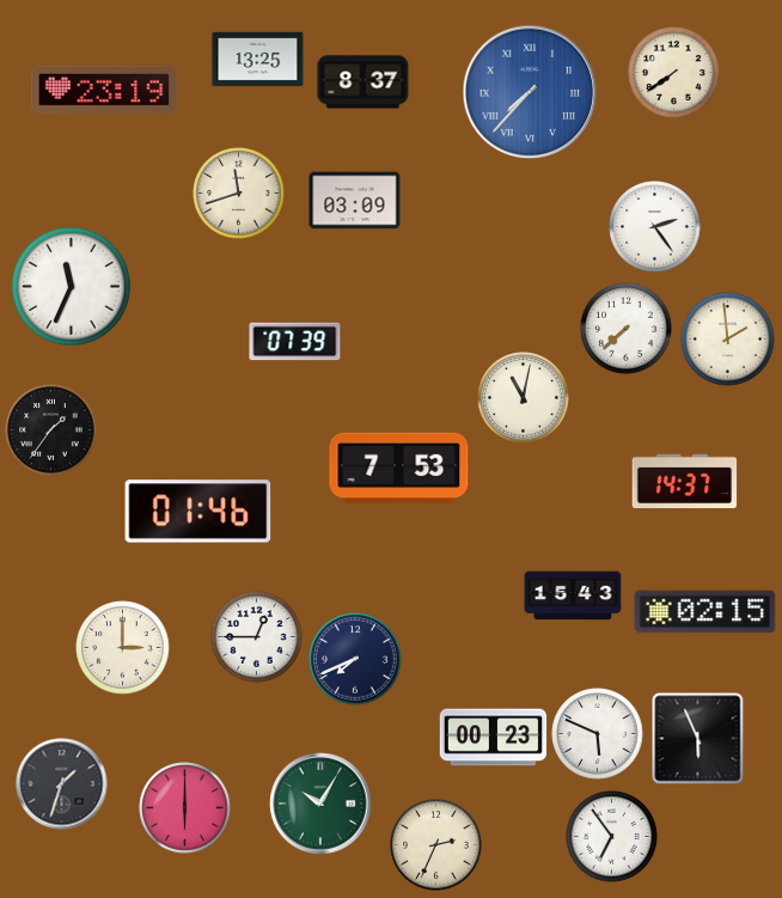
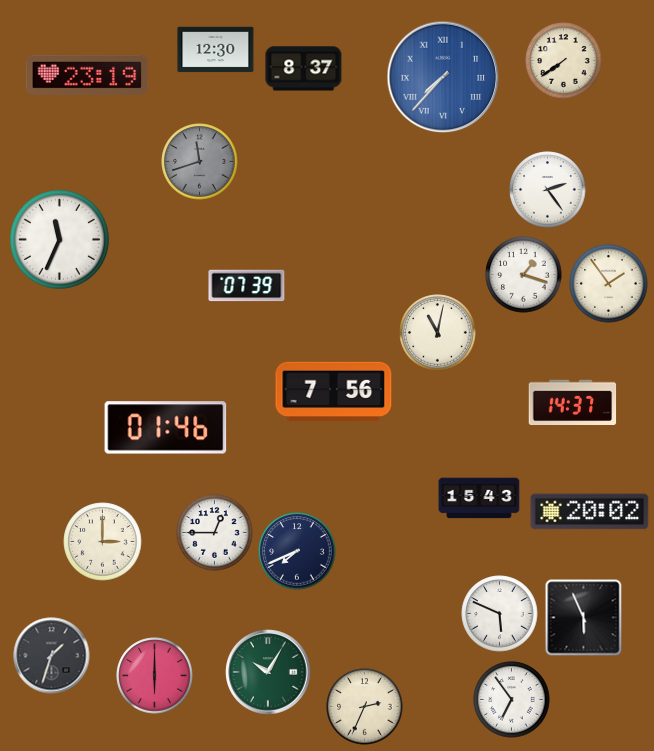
clock at (258, 60): 13:25 -> 12:30
clock at (239, 194) dial: cream -> grey
clock at (355, 201): 03:09 -> none
clock at (627, 329): 7:38 -> 1:18
clock at (728, 340): 1:59 -> 1:54
clock at (51, 430): 1:36 -> none
clock at (399, 469): 7:53 -> 7:56
clock at (705, 612): 02:15 -> 20:02
clock at (494, 738): 00:23 -> none
